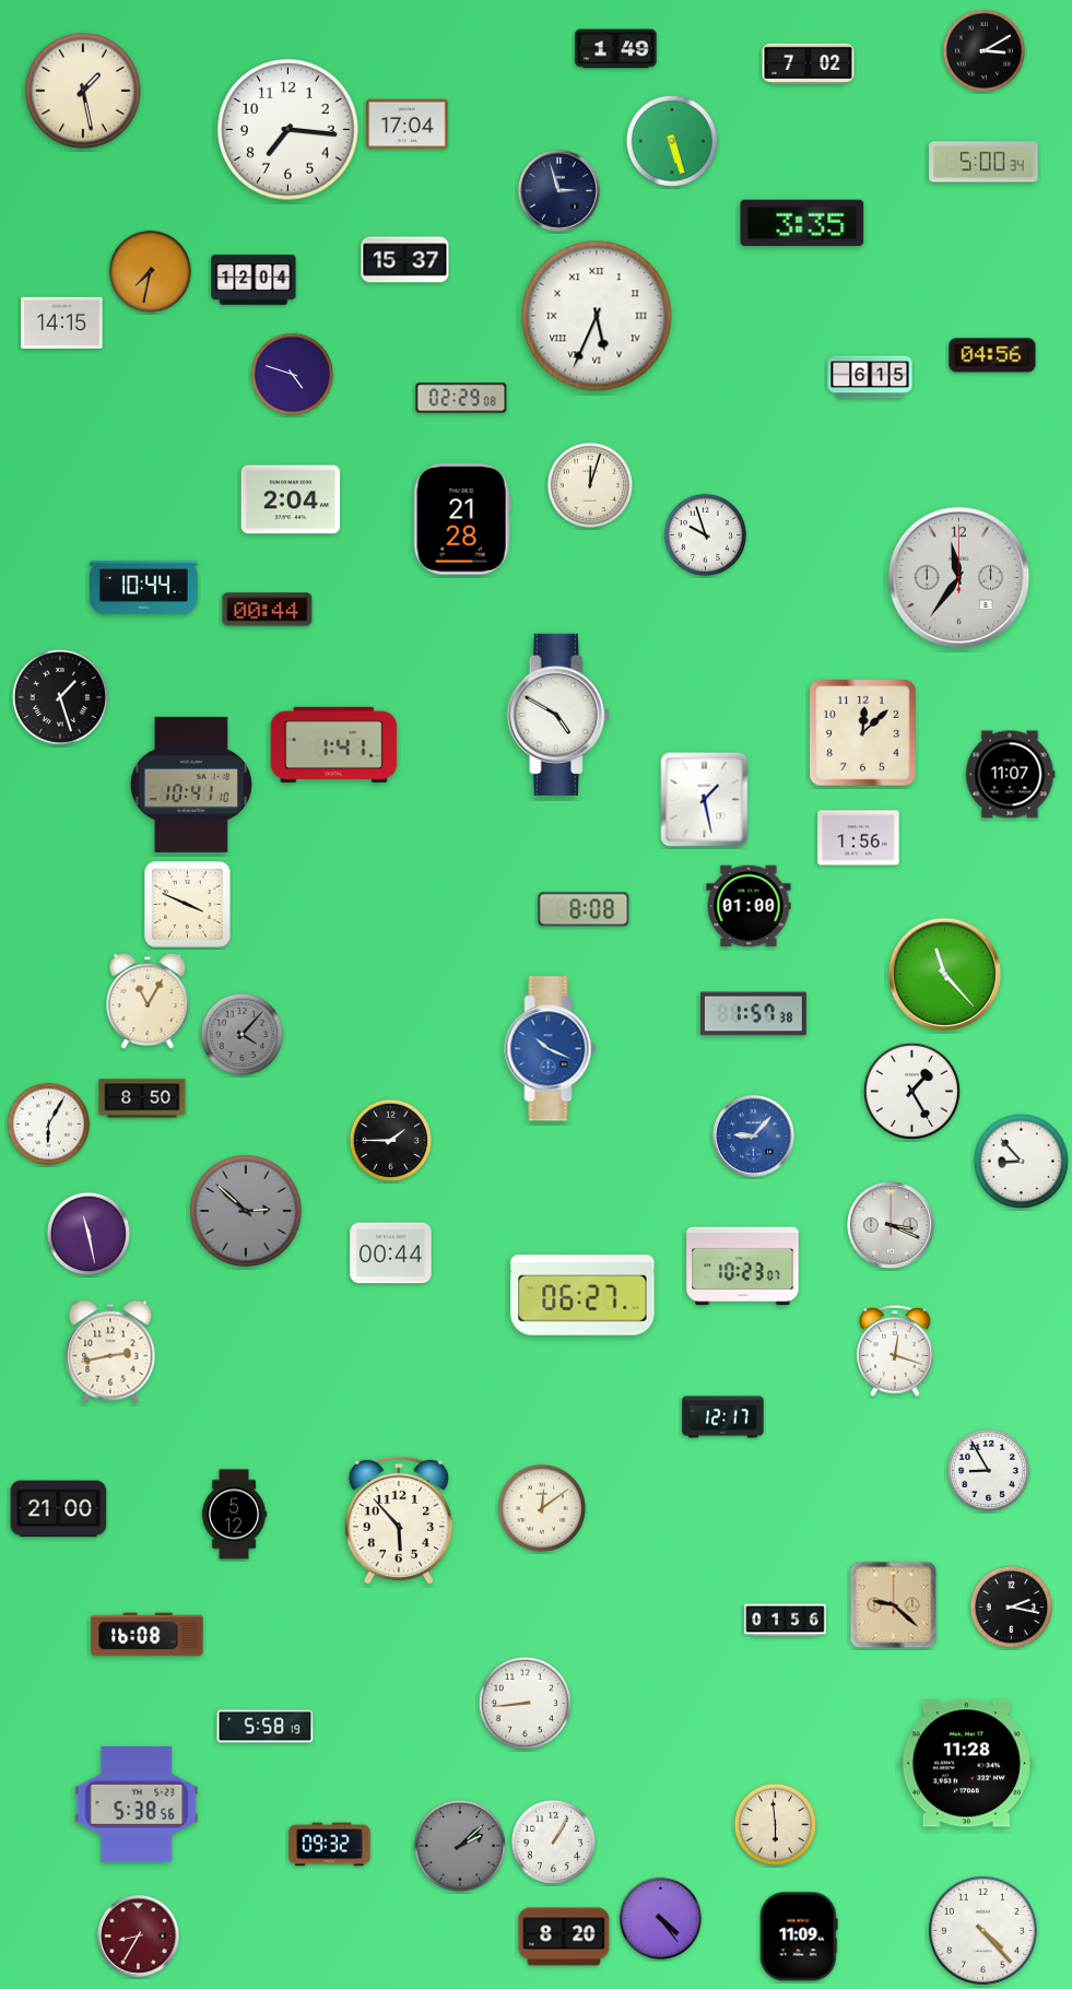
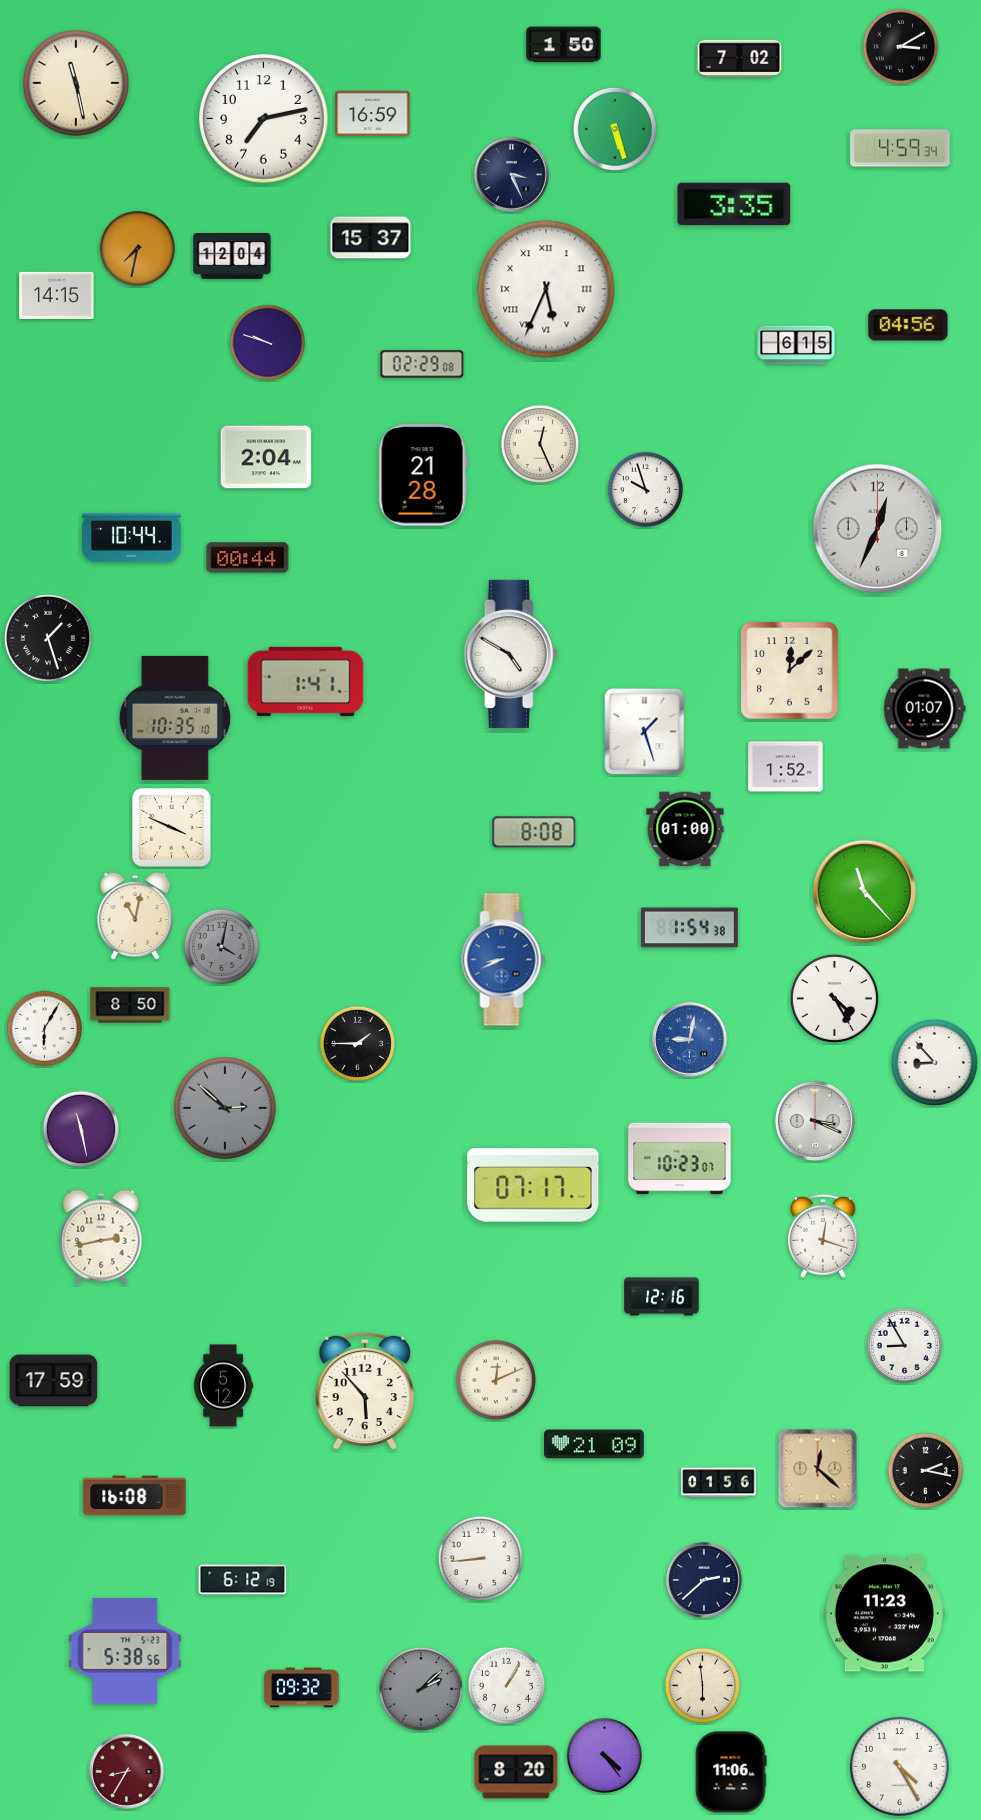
clock at (616, 49): 1:49 -> 1:50
clock at (83, 91): 1:28 -> 11:28
clock at (408, 125): 17:04 -> 16:59
clock at (288, 130): 7:16 -> 7:13
clock at (983, 162): 5:00 -> 4:59
clock at (559, 191): 2:57 -> 3:26
clock at (292, 374): 4:48 -> 9:48
clock at (590, 485): 12:03 -> 12:26
clock at (959, 578): 11:36 -> 12:34
clock at (268, 610) position: (268, 610) -> (248, 558)
clock at (60, 697) position: (60, 697) -> (48, 638)
clock at (1010, 775): 11:07 -> 01:07
clock at (191, 785): 10:41 -> 10:35
clock at (705, 800): 1:28 -> 1:27
clock at (859, 838): 1:56 -> 1:52
clock at (148, 1001): 11:05 -> 11:02
clock at (753, 1014): 1:57 -> 1:54
clock at (242, 1034): 4:07 -> 4:02
clock at (551, 1049): 10:19 -> 8:41
clock at (911, 1091): 1:25 -> 4:25
clock at (754, 1137): 9:07 -> 9:02
clock at (391, 1254): 00:44 -> none
clock at (582, 1295): 06:27 -> 07:17
clock at (895, 1352) position: (895, 1352) -> (823, 1237)
clock at (723, 1417): 12:17 -> 12:16
clock at (542, 1508): 12:09 -> 12:11
clock at (59, 1509): 21:00 -> 17:59
clock at (234, 1515) position: (234, 1515) -> (223, 1386)
clock at (594, 1444): none -> 21:09
clock at (894, 1605): 9:22 -> 12:22
clock at (266, 1727): 5:58 -> 6:12
clock at (705, 1581): none -> 2:38
clock at (966, 1764): 11:28 -> 11:23
clock at (775, 1824) position: (775, 1824) -> (702, 1685)
clock at (982, 1930): 4:23 -> 4:25
clock at (799, 1937): 11:09 -> 11:06
